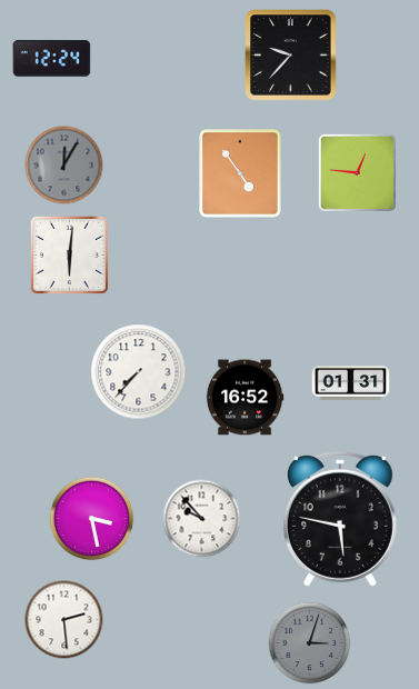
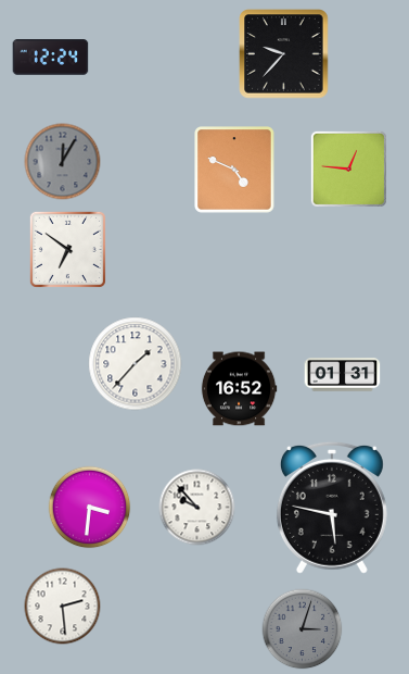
clock at (241, 174): 4:54 -> 4:49
clock at (69, 254): 6:01 -> 6:51
clock at (139, 372): 7:37 -> 1:37
clock at (92, 519): 3:28 -> 3:31
